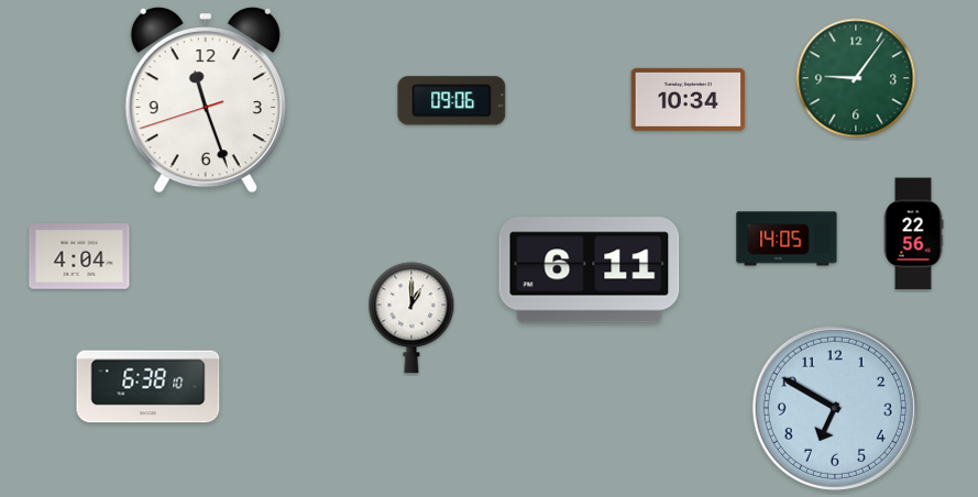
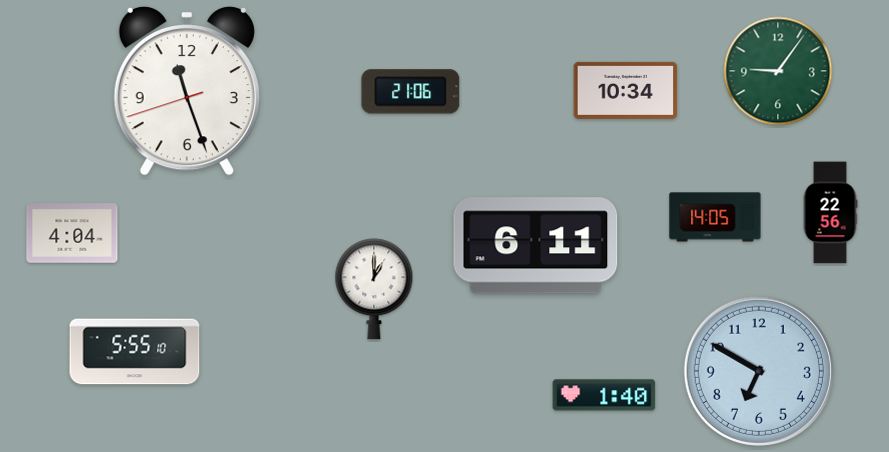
clock at (452, 101): 09:06 -> 21:06
clock at (149, 387): 6:38 -> 5:55
clock at (604, 395): none -> 1:40
